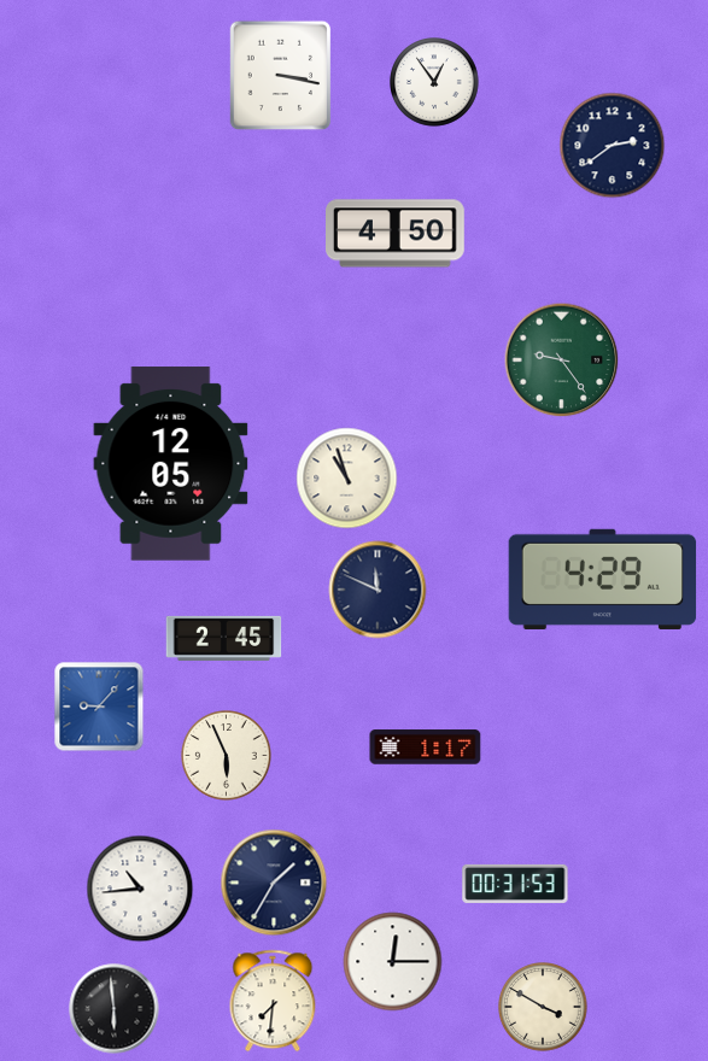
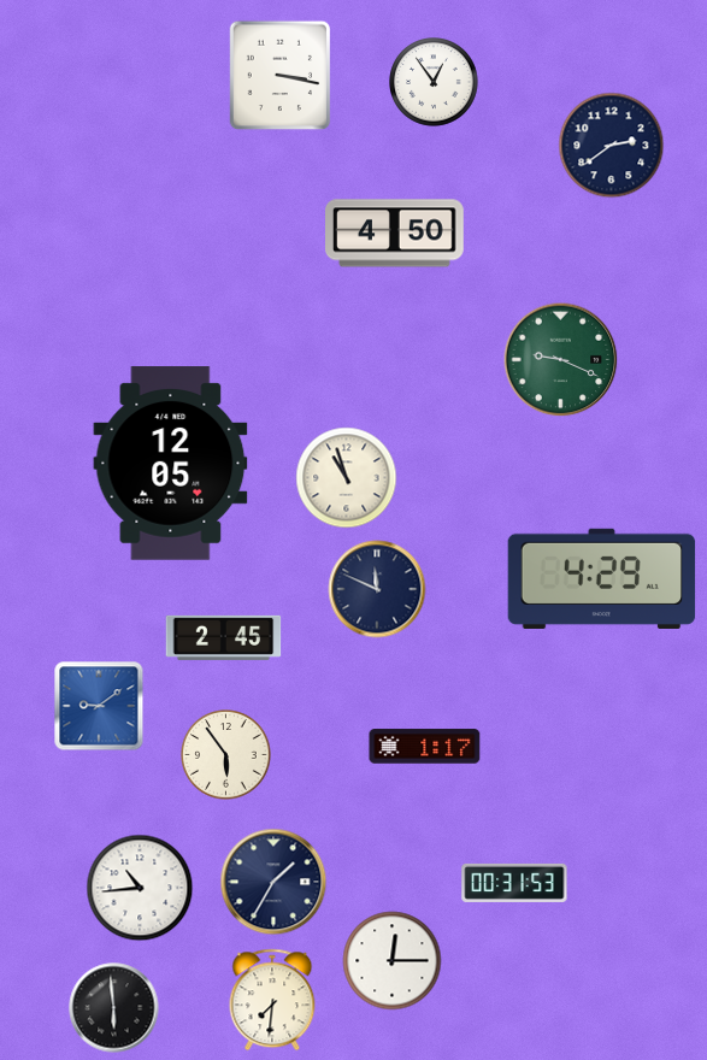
clock at (562, 360): 9:24 -> 9:19
clock at (99, 707): 9:07 -> 9:09
clock at (227, 756): 5:56 -> 5:54
clock at (544, 1008): 3:50 -> none
